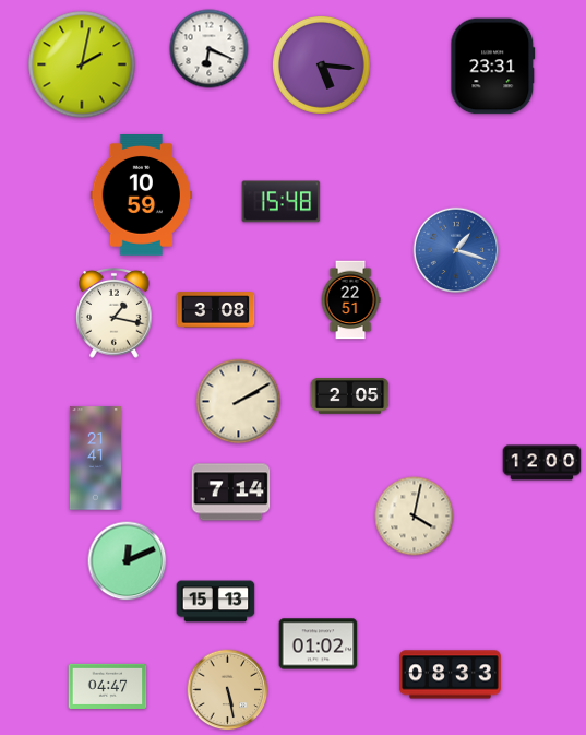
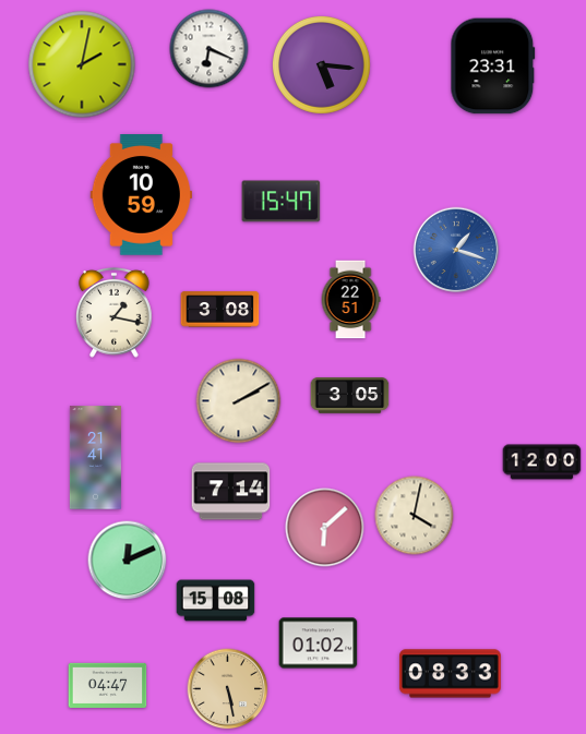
clock at (282, 202): 15:48 -> 15:47
clock at (216, 310) position: (216, 310) -> (220, 310)
clock at (350, 396): 2:05 -> 3:05
clock at (325, 528): none -> 6:08
clock at (216, 602): 15:13 -> 15:08
